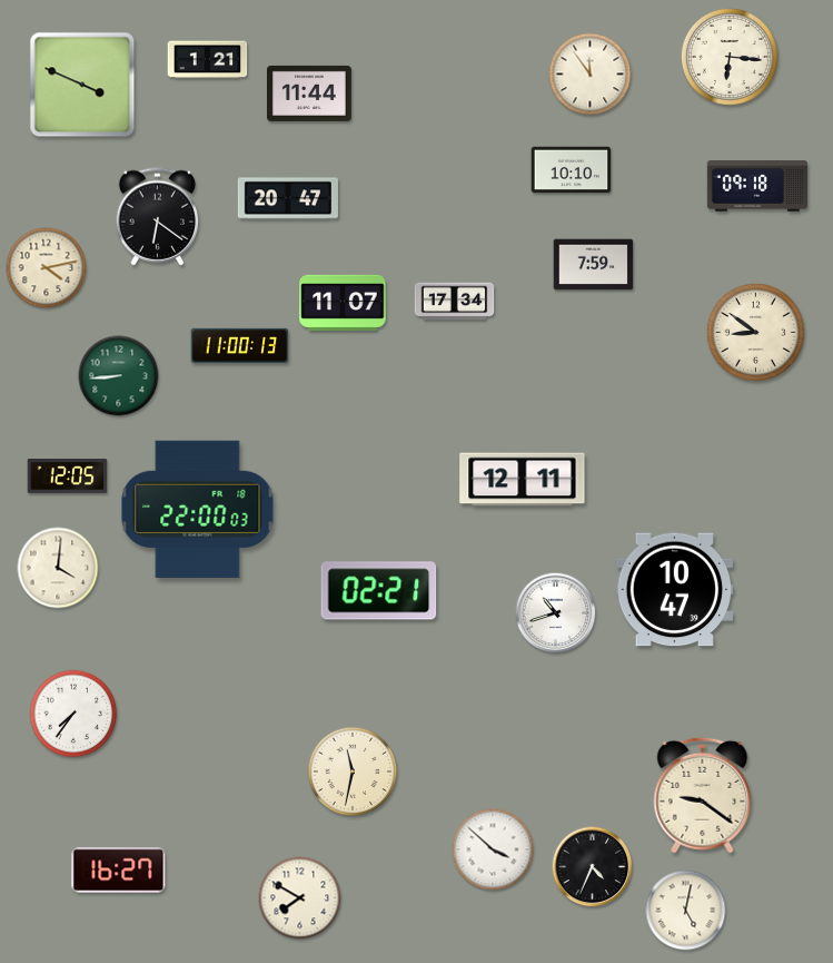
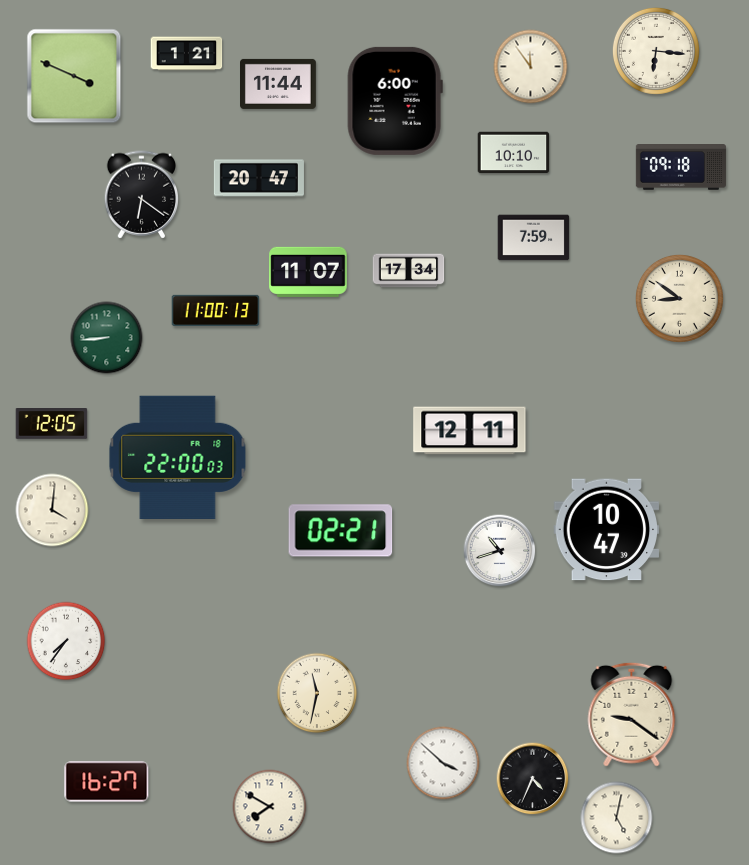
clock at (395, 101): none -> 6:00
clock at (47, 268): 4:13 -> none
clock at (68, 476) position: (68, 476) -> (52, 424)
